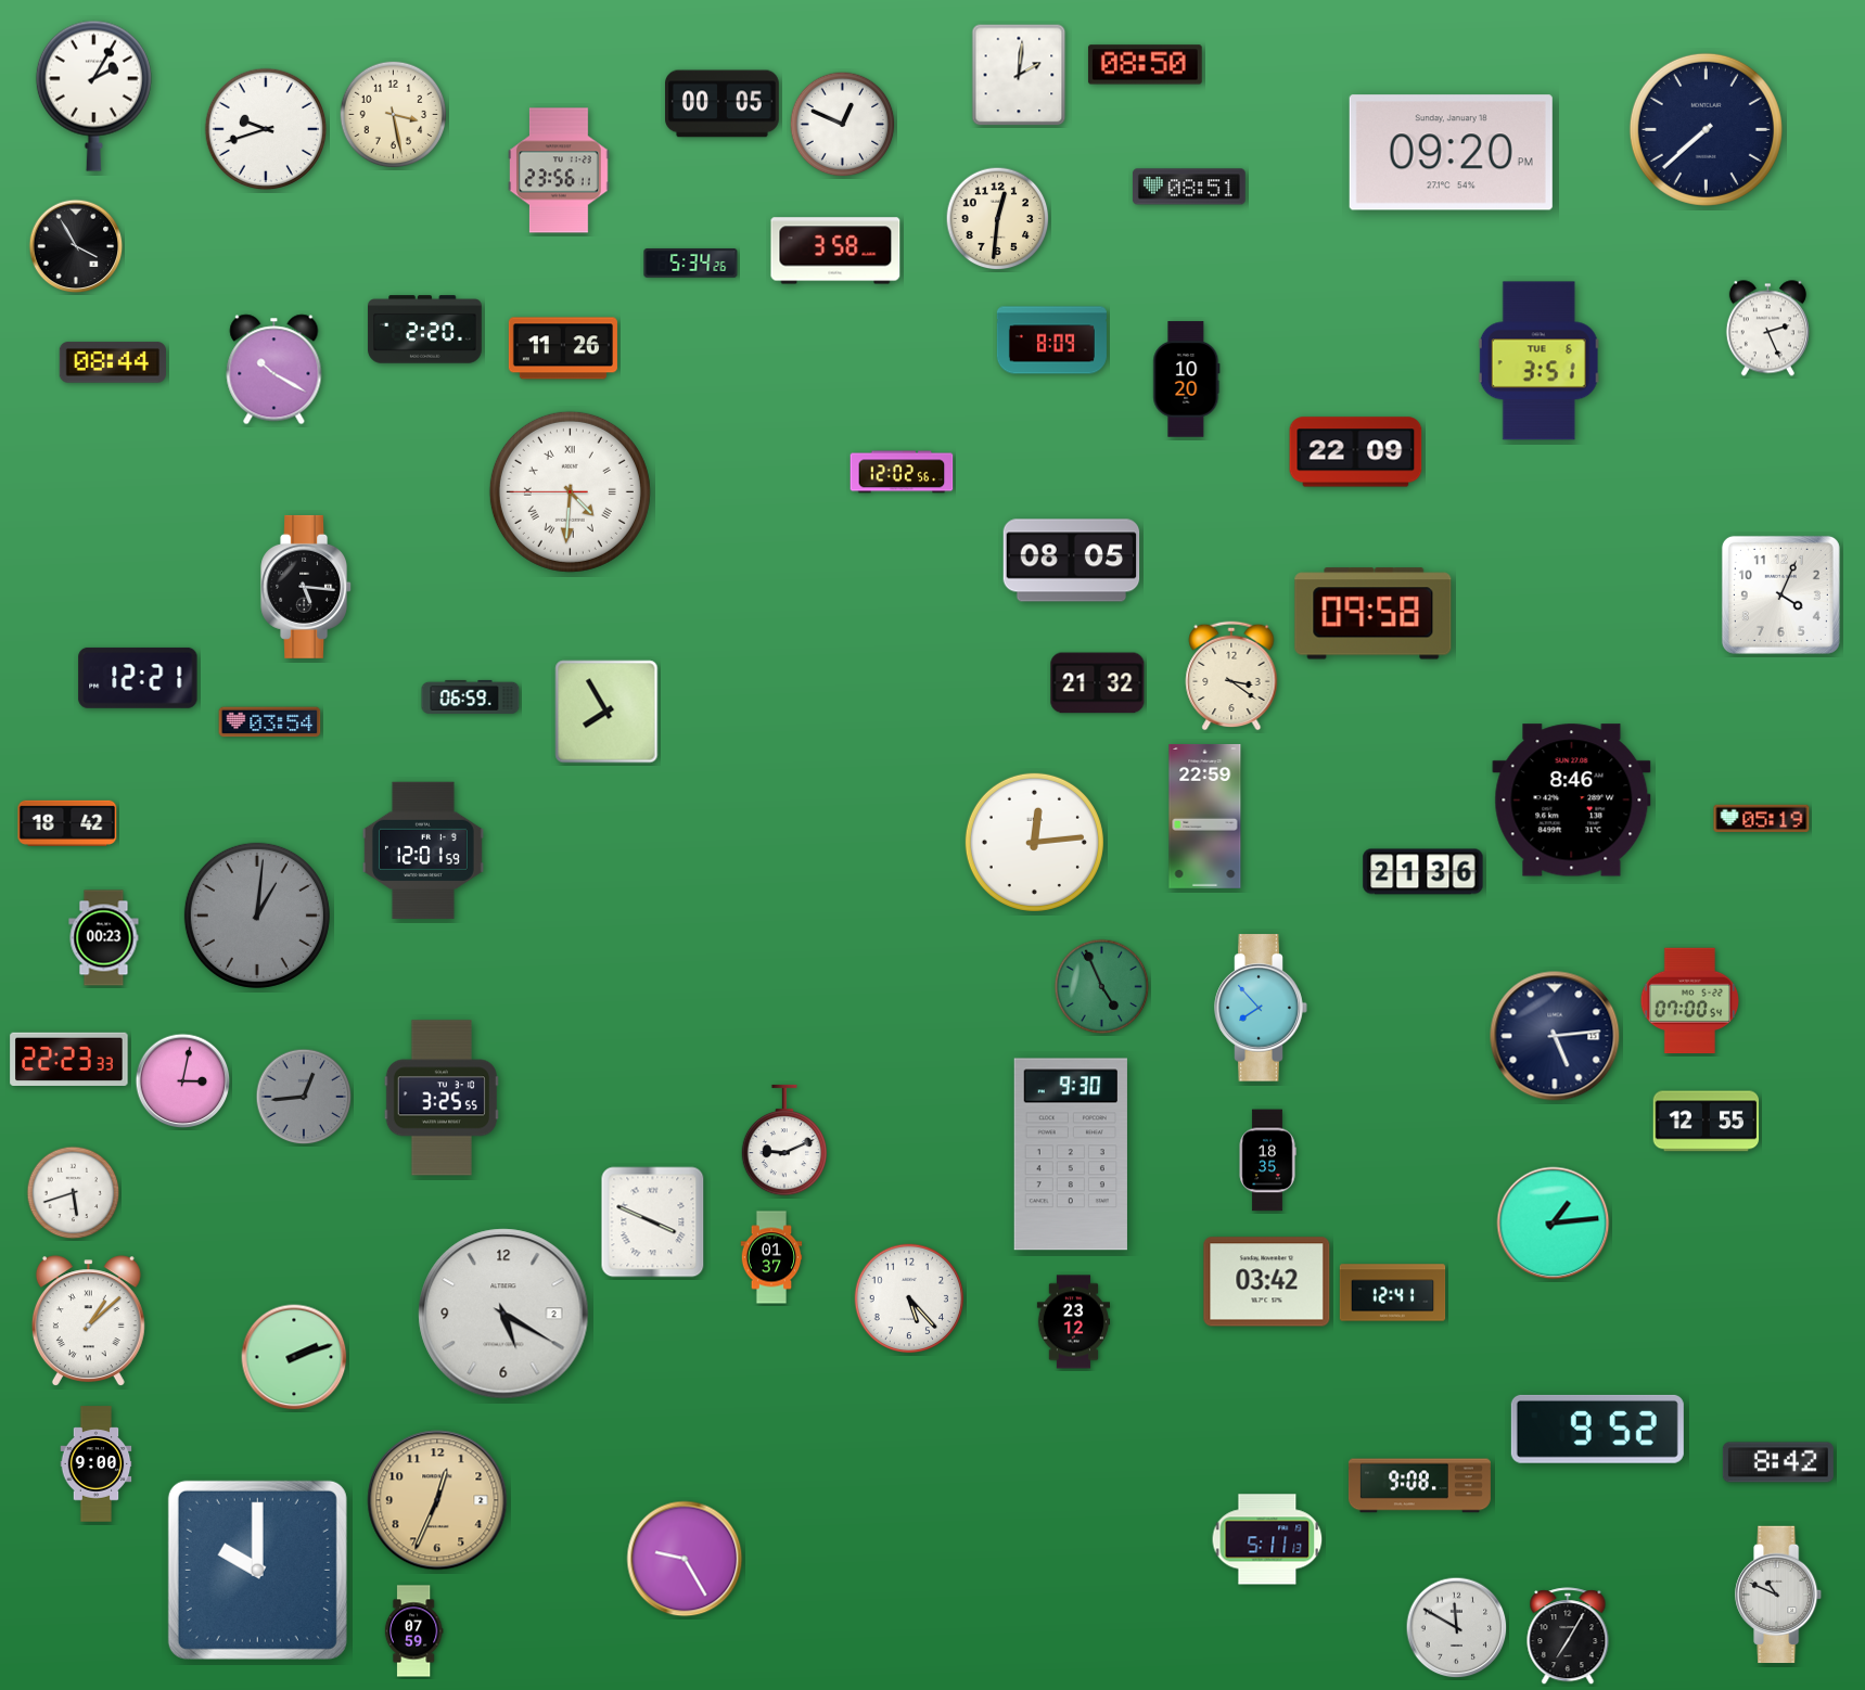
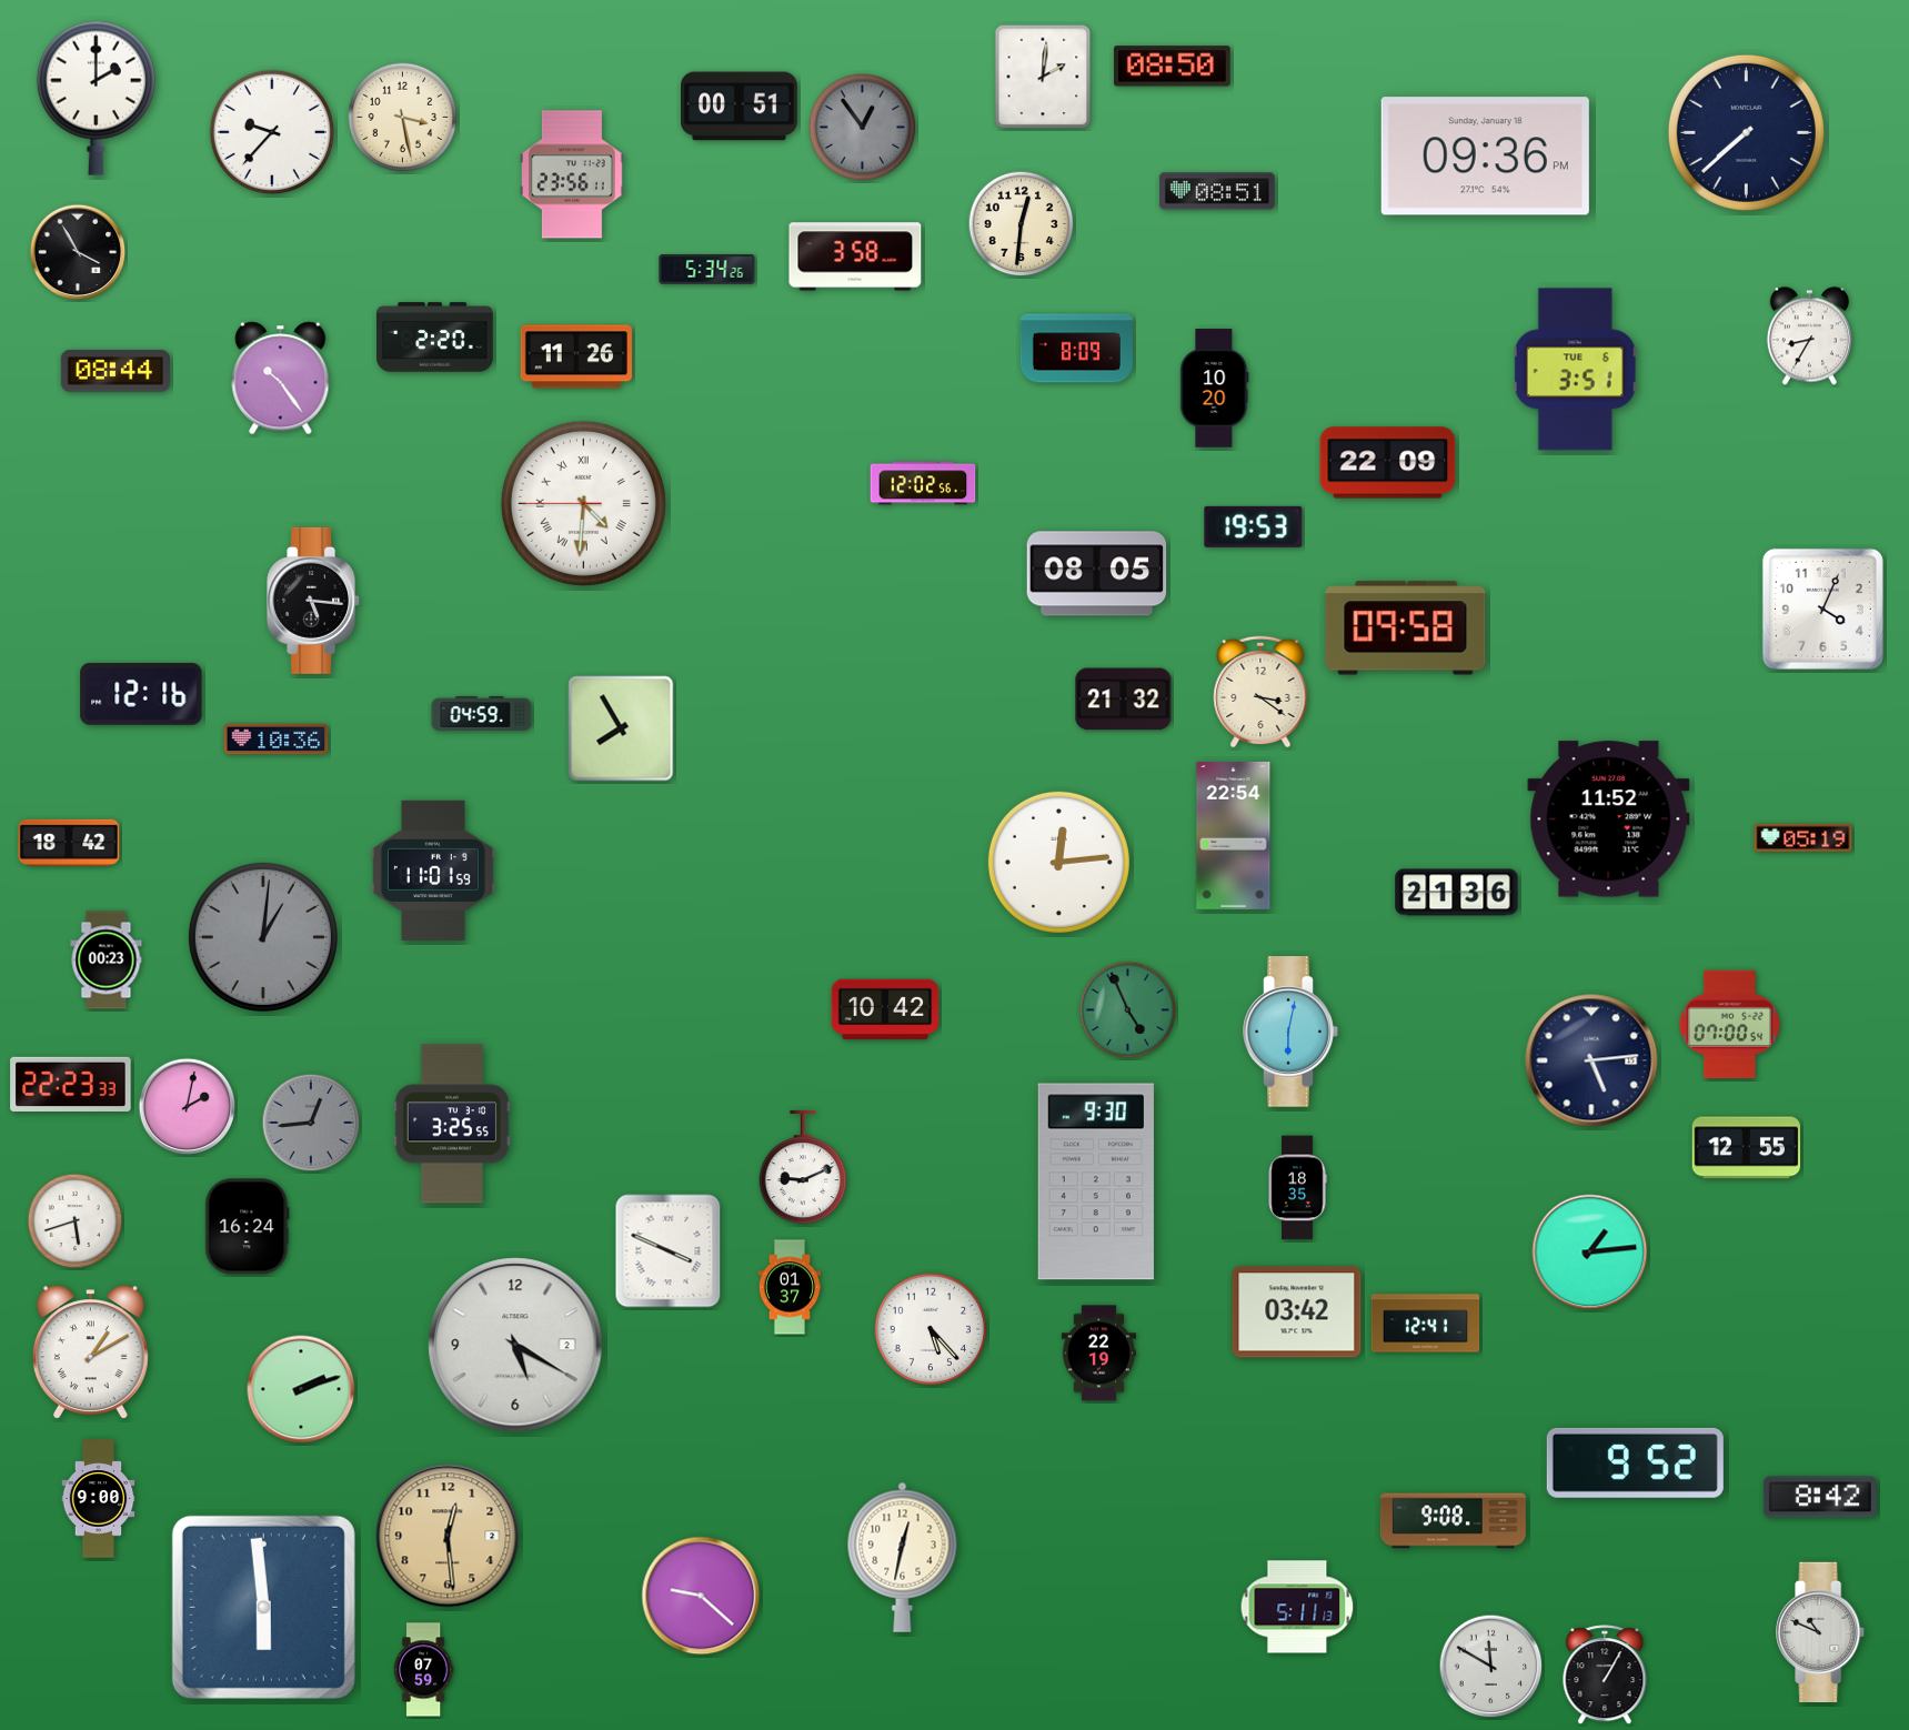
clock at (93, 95): 2:05 -> 2:00
clock at (723, 104): 00:05 -> 00:51
clock at (843, 125): 12:49 -> 12:54
clock at (843, 125) dial: white -> grey
clock at (265, 128): 9:42 -> 9:37
clock at (1451, 153): 09:20 -> 09:36
clock at (1767, 329): 2:26 -> 8:35
clock at (274, 370): 10:20 -> 10:24
clock at (1254, 526): none -> 19:53
clock at (138, 678): 12:21 -> 12:16
clock at (471, 696): 06:59 -> 04:59
clock at (270, 722): 03:54 -> 10:36
clock at (1572, 801): 8:46 -> 11:52
clock at (1205, 816): 22:59 -> 22:54
clock at (423, 850): 12:01 -> 11:01
clock at (885, 1009): none -> 10:42
clock at (1261, 1008): 7:53 -> 6:02
clock at (183, 1081): 3:02 -> 2:02
clock at (248, 1227): none -> 16:24
clock at (88, 1320): 1:08 -> 1:10
clock at (1073, 1322): 23:12 -> 22:19
clock at (437, 1500): 12:34 -> 12:29
clock at (903, 1557): none -> 12:32
clock at (1267, 1539) position: (1267, 1539) -> (1297, 1607)
clock at (685, 1559): 9:25 -> 9:22
clock at (257, 1570): 10:00 -> 5:59
clock at (1568, 1637): 7:05 -> 1:05
